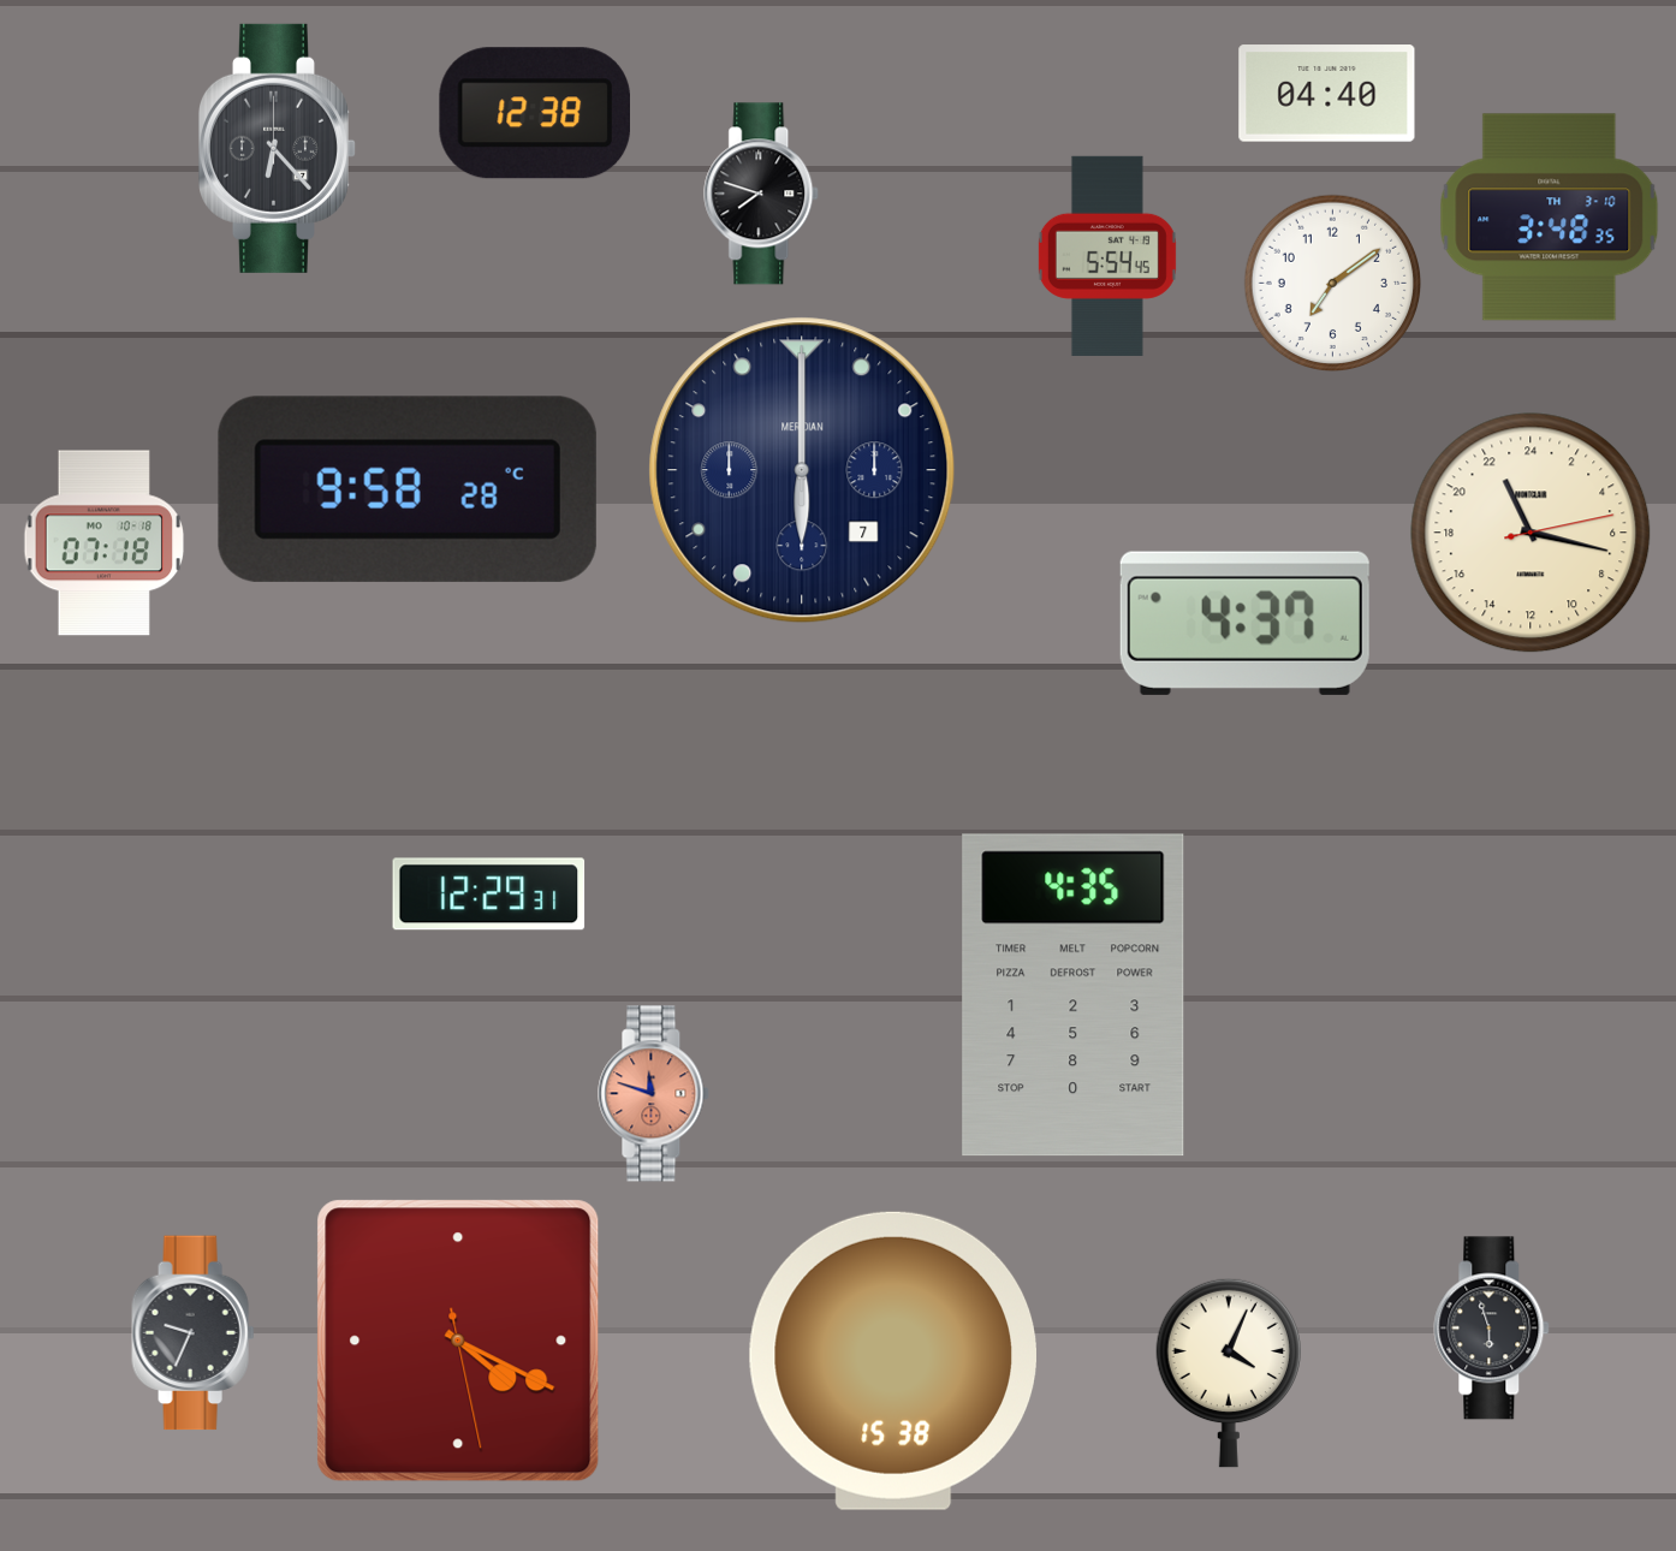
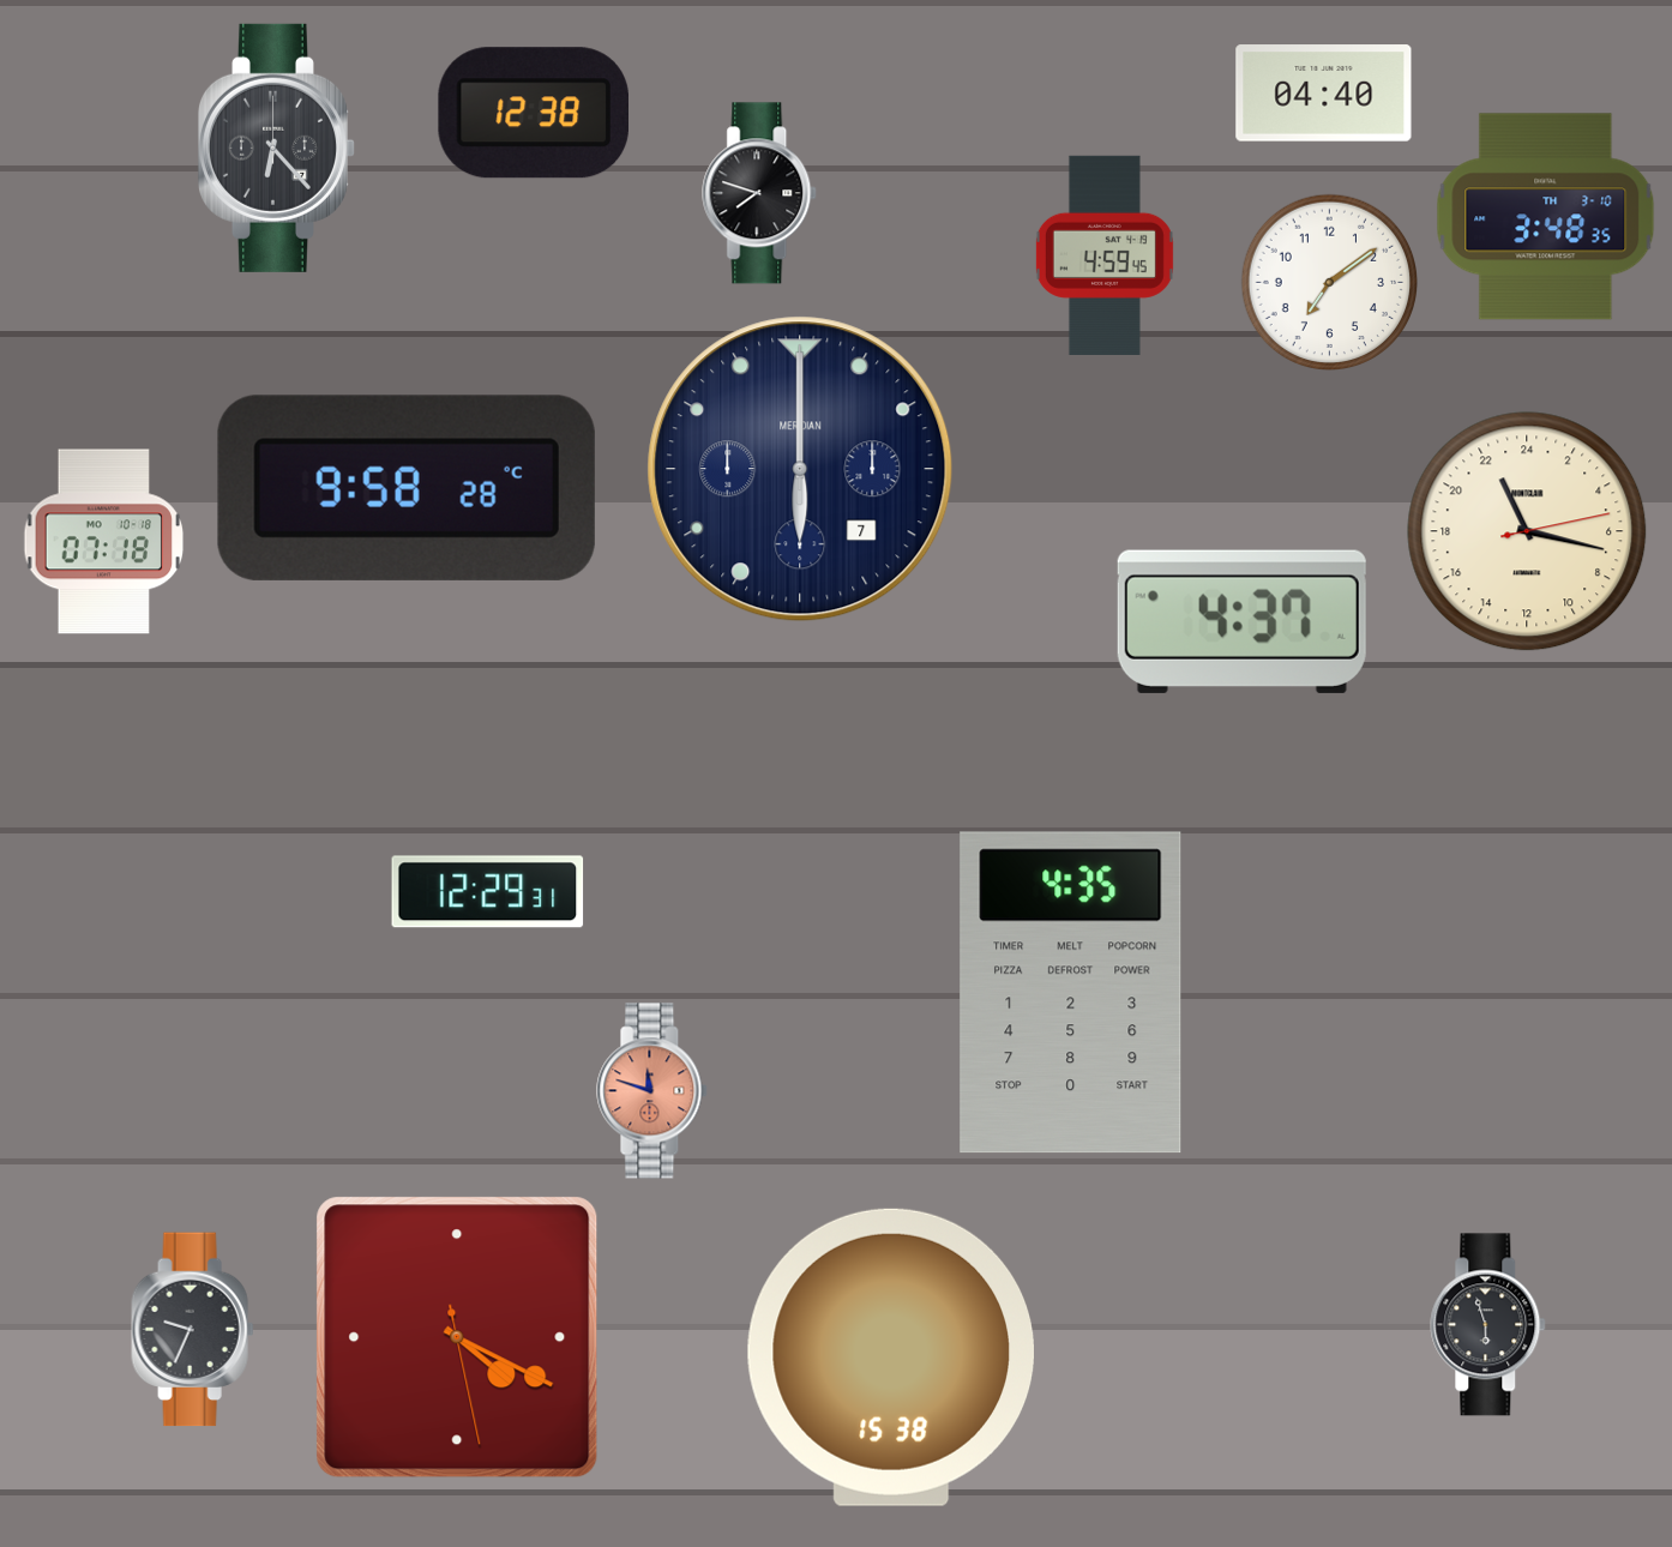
clock at (1107, 256): 5:54 -> 4:59
clock at (1228, 1373): 4:04 -> none
